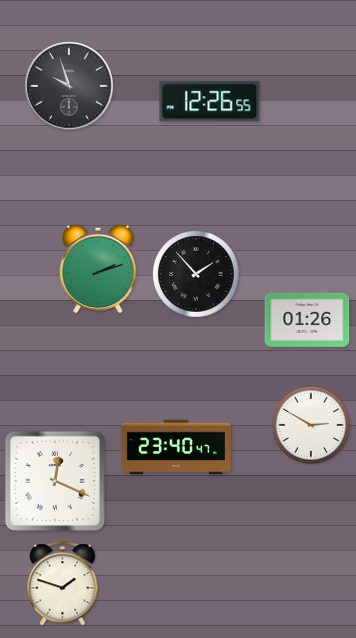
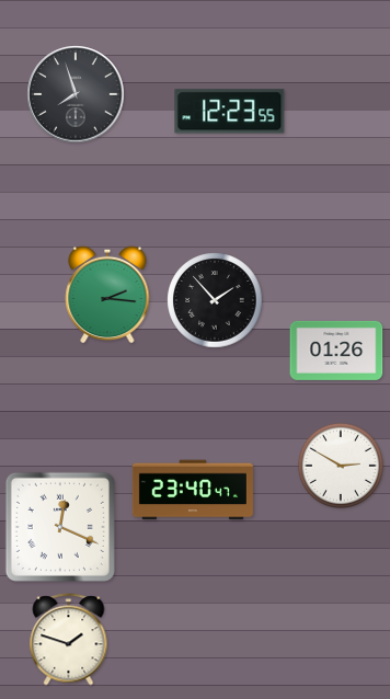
clock at (69, 86): 9:57 -> 7:57
clock at (210, 102): 12:26 -> 12:23
clock at (98, 269): 2:12 -> 2:16
